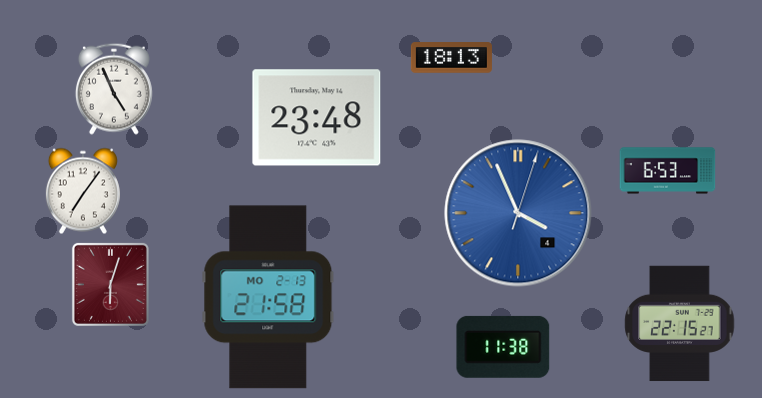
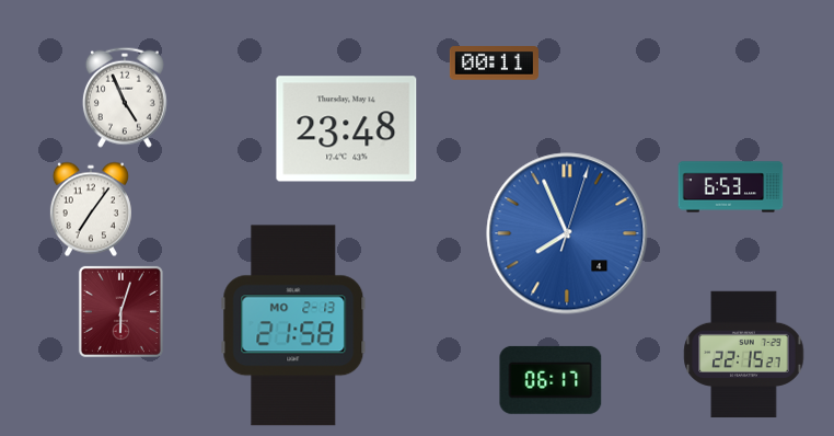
clock at (451, 58): 18:13 -> 00:11
clock at (518, 213): 3:56 -> 7:56
clock at (503, 347): 11:38 -> 06:17
